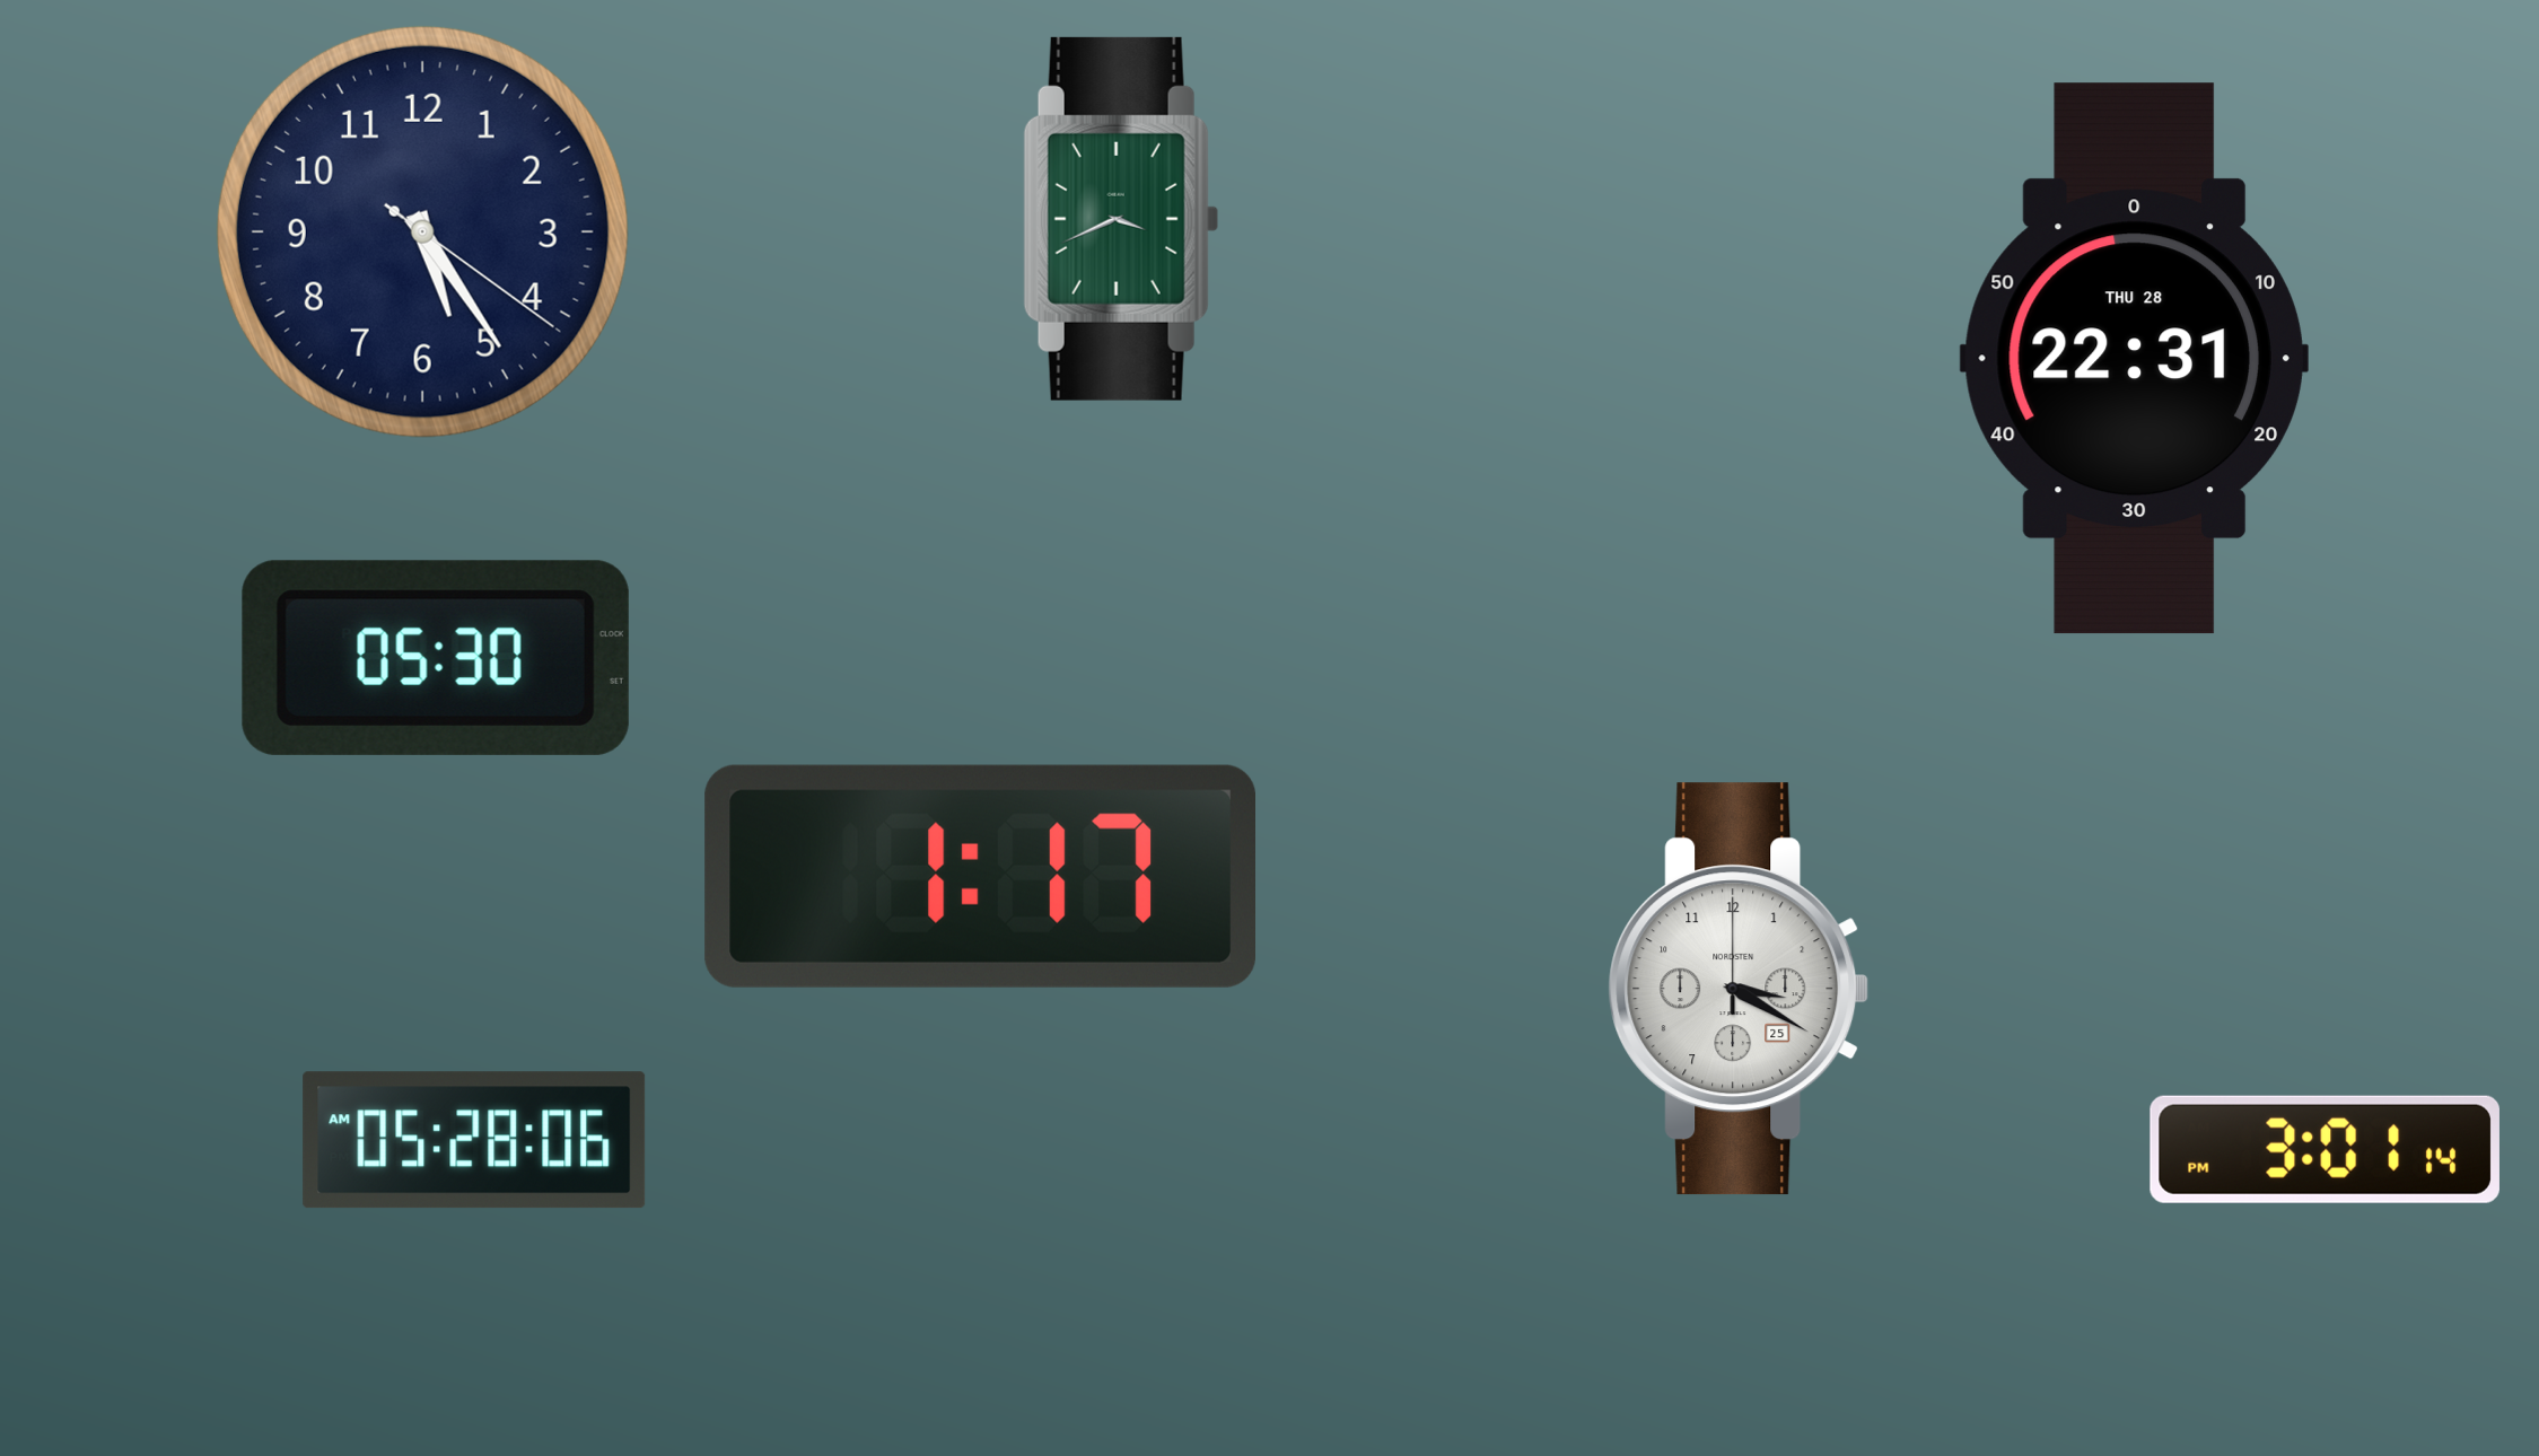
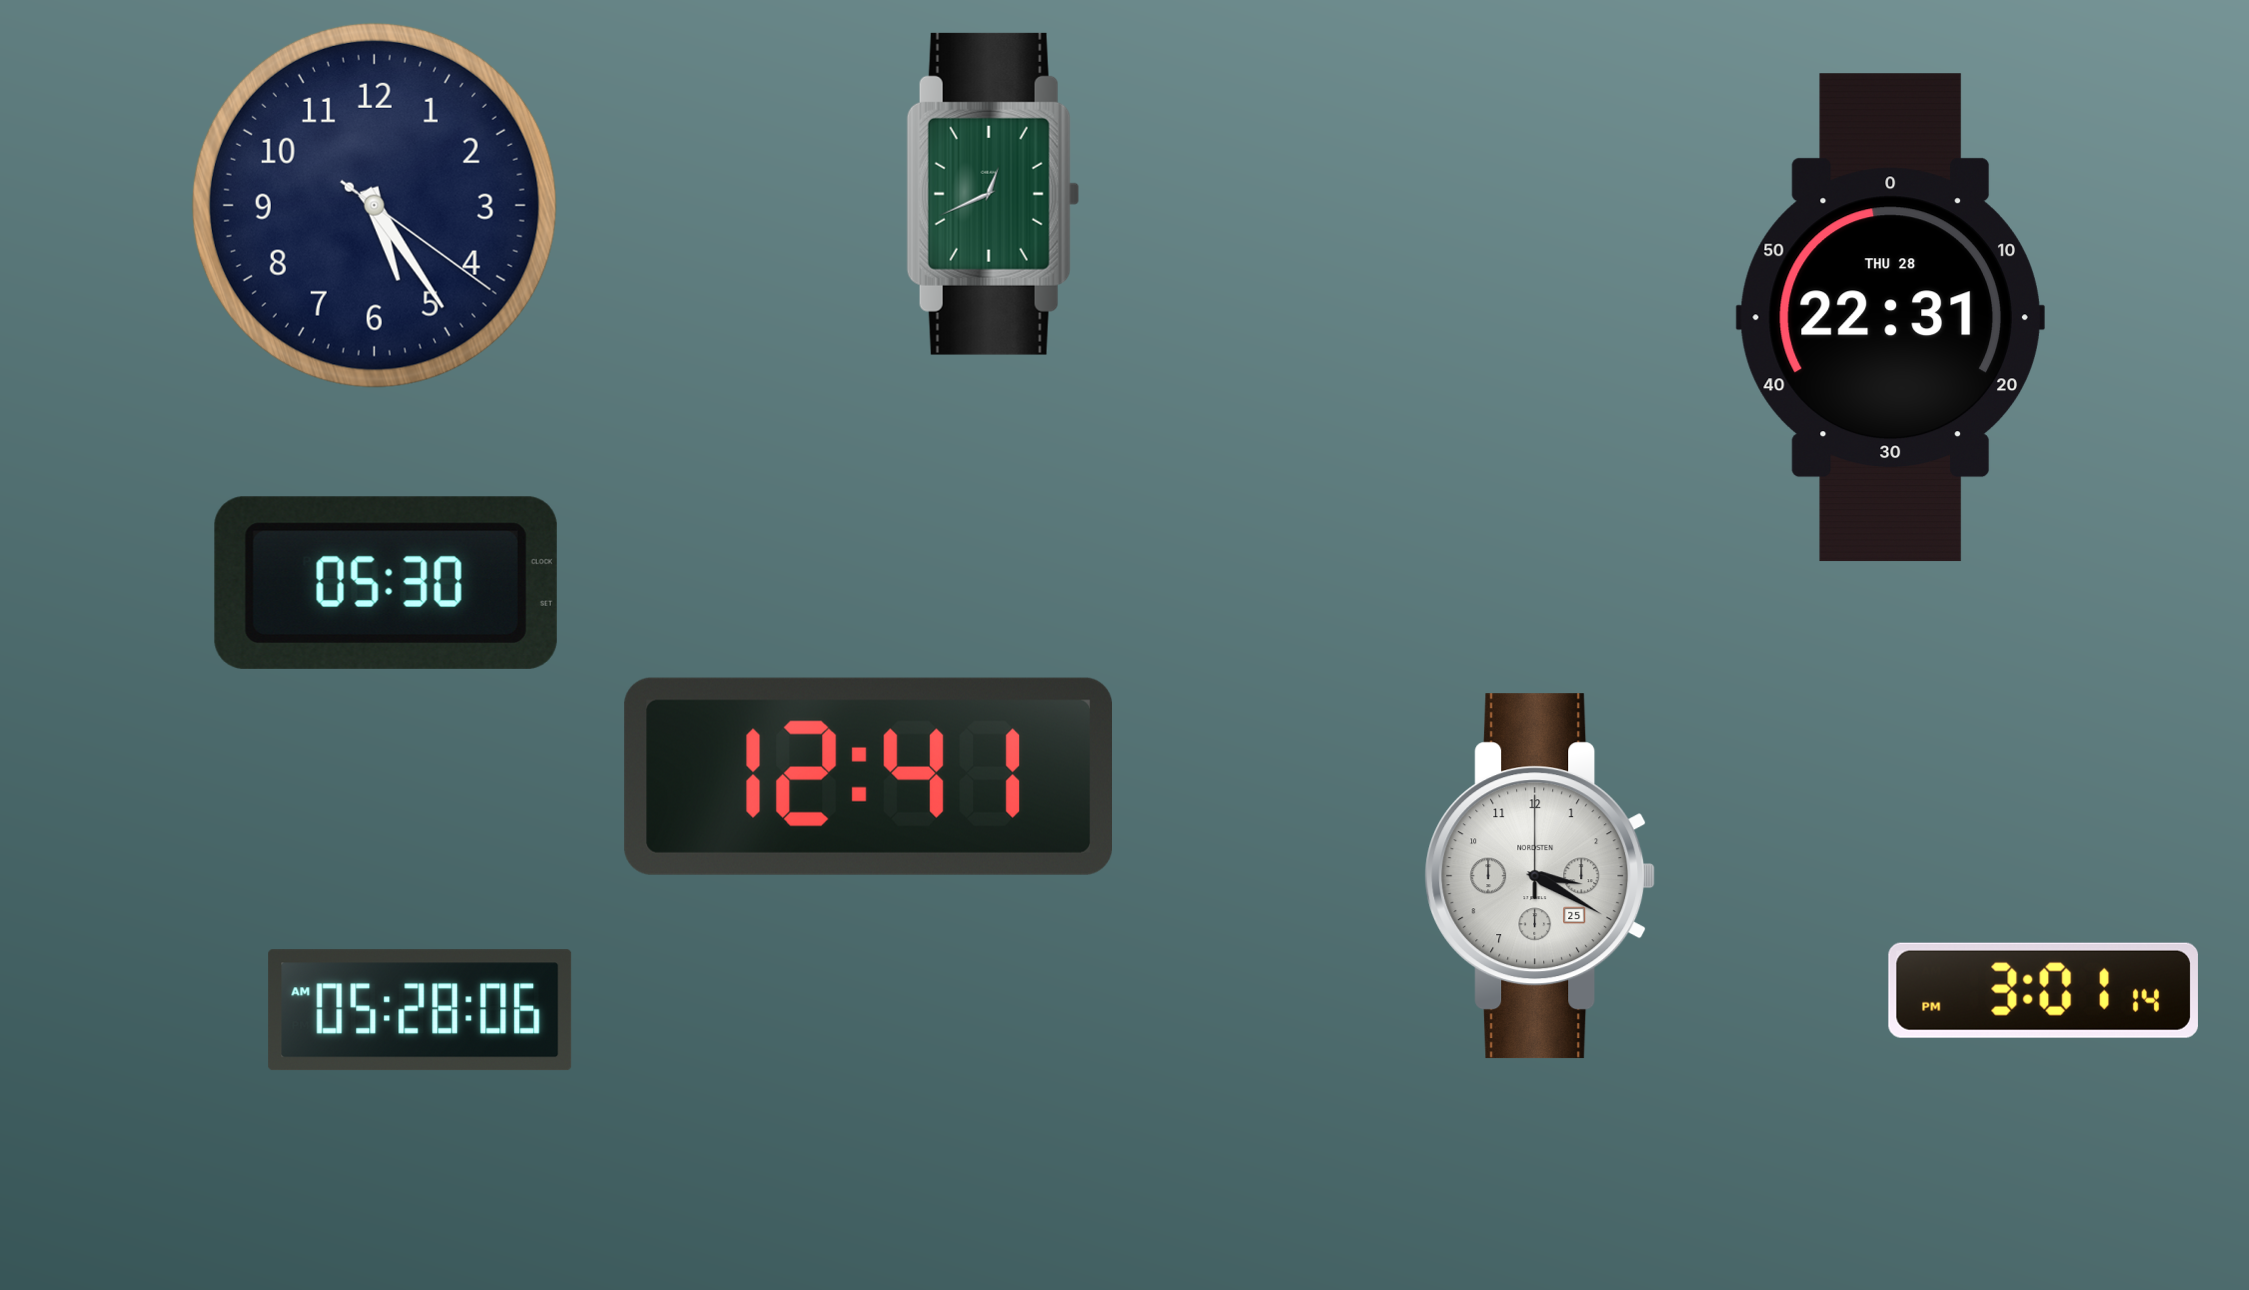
clock at (1121, 219): 3:41 -> 12:41
clock at (980, 876): 1:17 -> 12:41
clock at (2325, 1149) position: (2325, 1149) -> (2043, 990)
